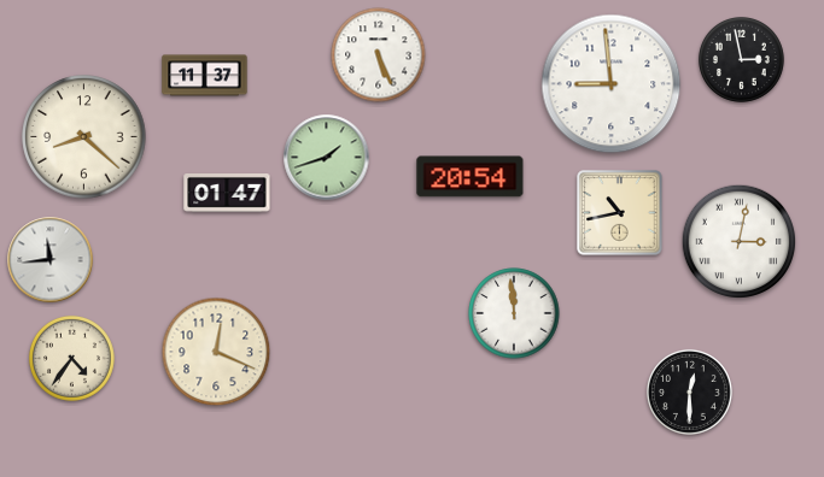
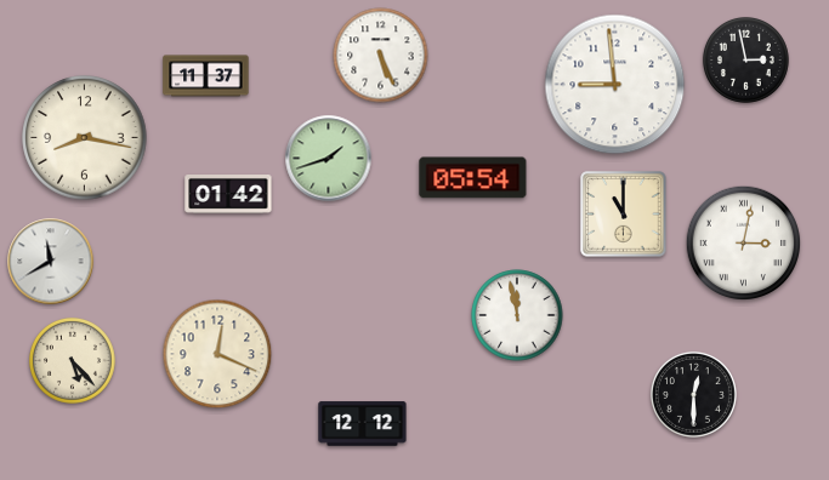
clock at (84, 137): 8:22 -> 8:17
clock at (471, 177): 20:54 -> 05:54
clock at (227, 194): 01:47 -> 01:42
clock at (620, 213): 10:43 -> 11:00
clock at (51, 260): 11:44 -> 11:40
clock at (514, 313): 11:59 -> 11:58
clock at (71, 358): 4:36 -> 5:23
clock at (363, 424): none -> 12:12
